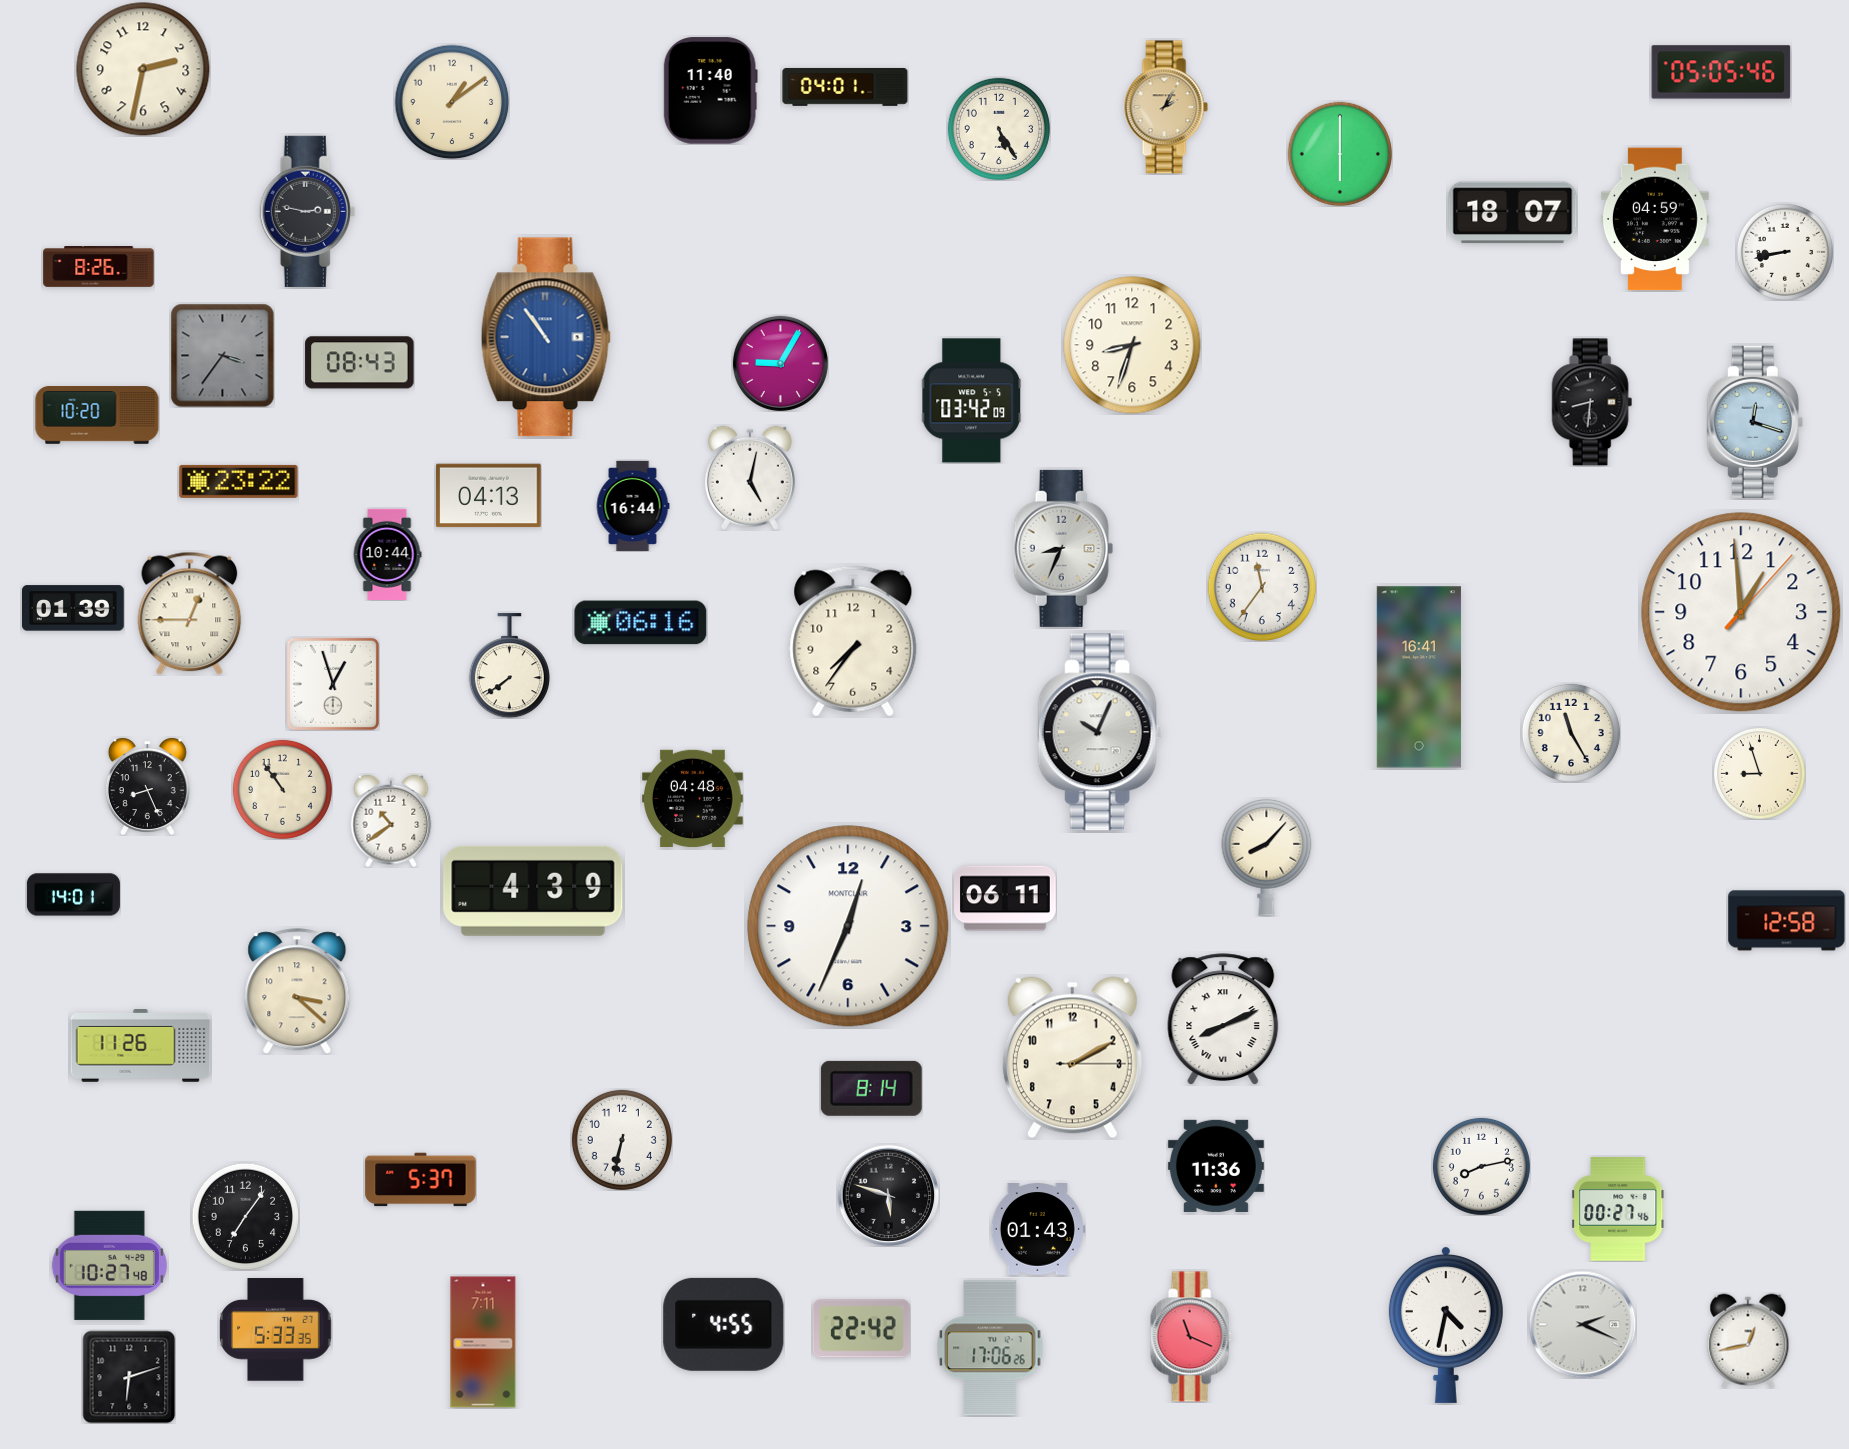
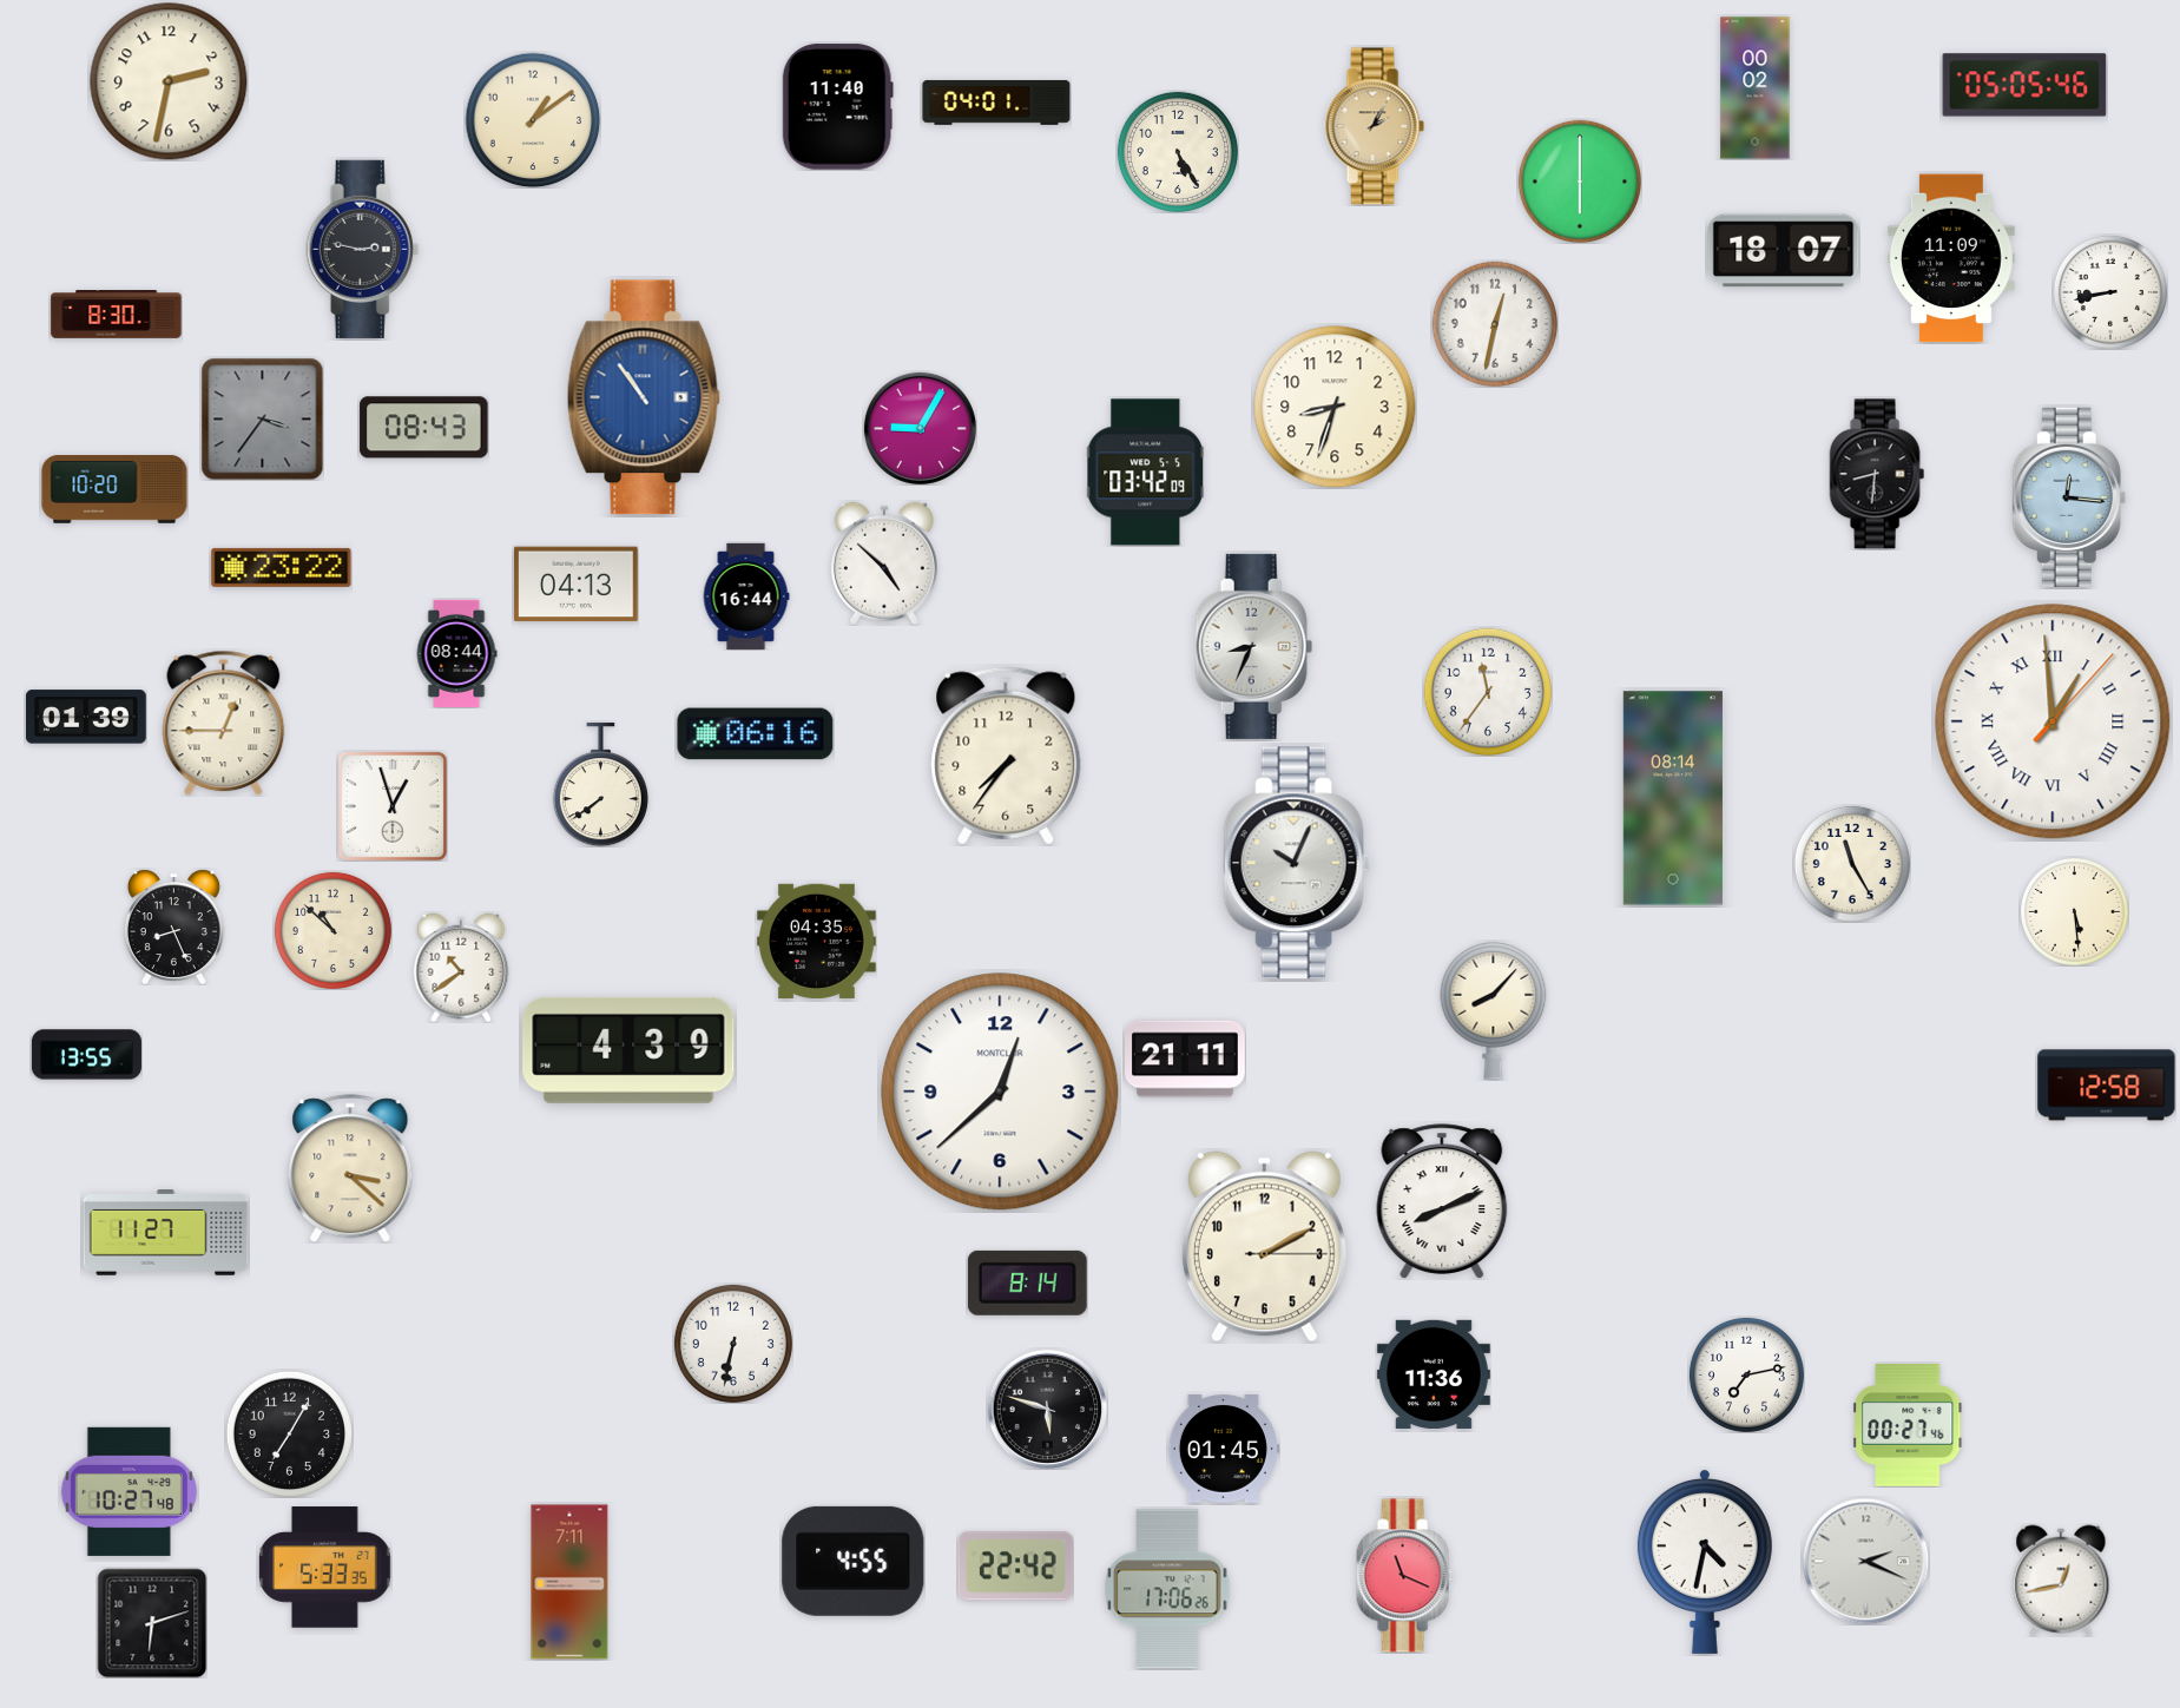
clock at (1721, 72) position: (1721, 72) -> (2024, 85)
clock at (1756, 88): none -> 00:02
clock at (1655, 219): 04:59 -> 11:09
clock at (1785, 252) position: (1785, 252) -> (2110, 292)
clock at (99, 267): 8:26 -> 8:30
clock at (1494, 323): none -> 12:32
clock at (1755, 422): 12:18 -> 12:16
clock at (750, 478): 5:02 -> 4:52
clock at (387, 554): 10:44 -> 08:44
clock at (1741, 612) numerals: Arabic -> Roman
clock at (1419, 677): 16:41 -> 08:14
clock at (1760, 774): 8:57 -> 5:29
clock at (282, 789): 10:54 -> 10:52
clock at (693, 798): 04:48 -> 04:35
clock at (73, 895): 14:01 -> 13:55
clock at (1006, 898): 06:11 -> 21:11
clock at (848, 926): 12:34 -> 12:38
clock at (141, 1046): 11:26 -> 11:27
clock at (1481, 1166): 8:13 -> 7:13
clock at (421, 1180): 5:37 -> none
clock at (245, 1216): 7:06 -> 7:05
clock at (1038, 1229): 01:43 -> 01:45
